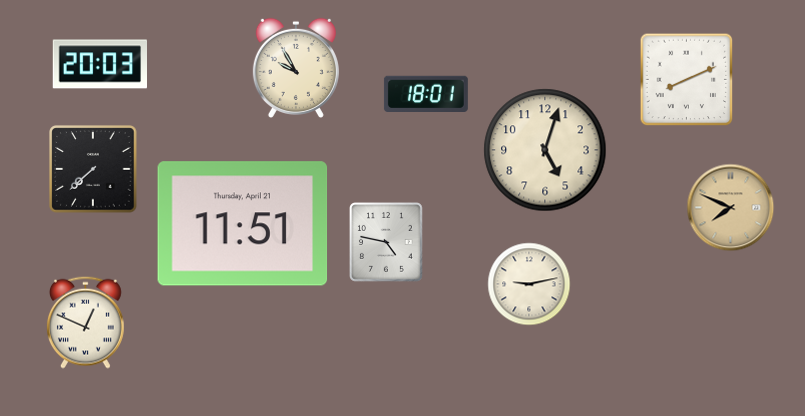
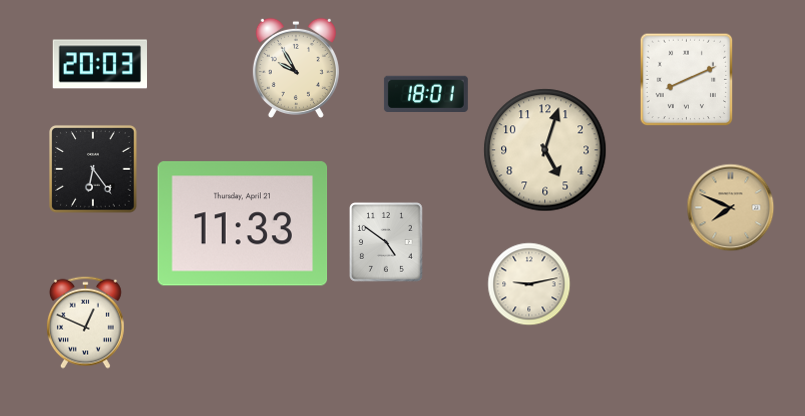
clock at (93, 169): 7:38 -> 6:24
clock at (243, 224): 11:51 -> 11:33
clock at (387, 242): 4:47 -> 4:51
